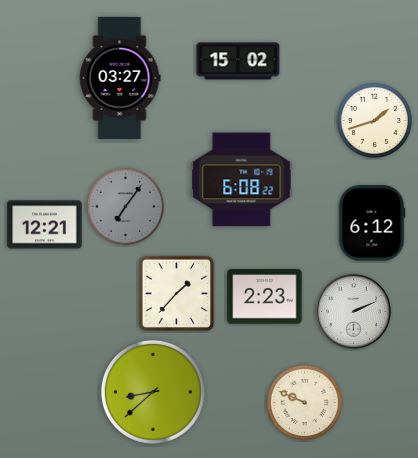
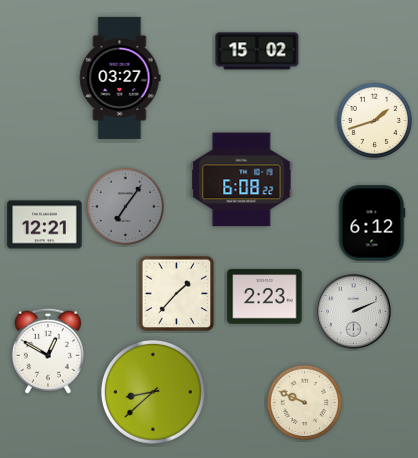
clock at (238, 61) position: (238, 61) -> (257, 51)
clock at (48, 351): none -> 12:50
